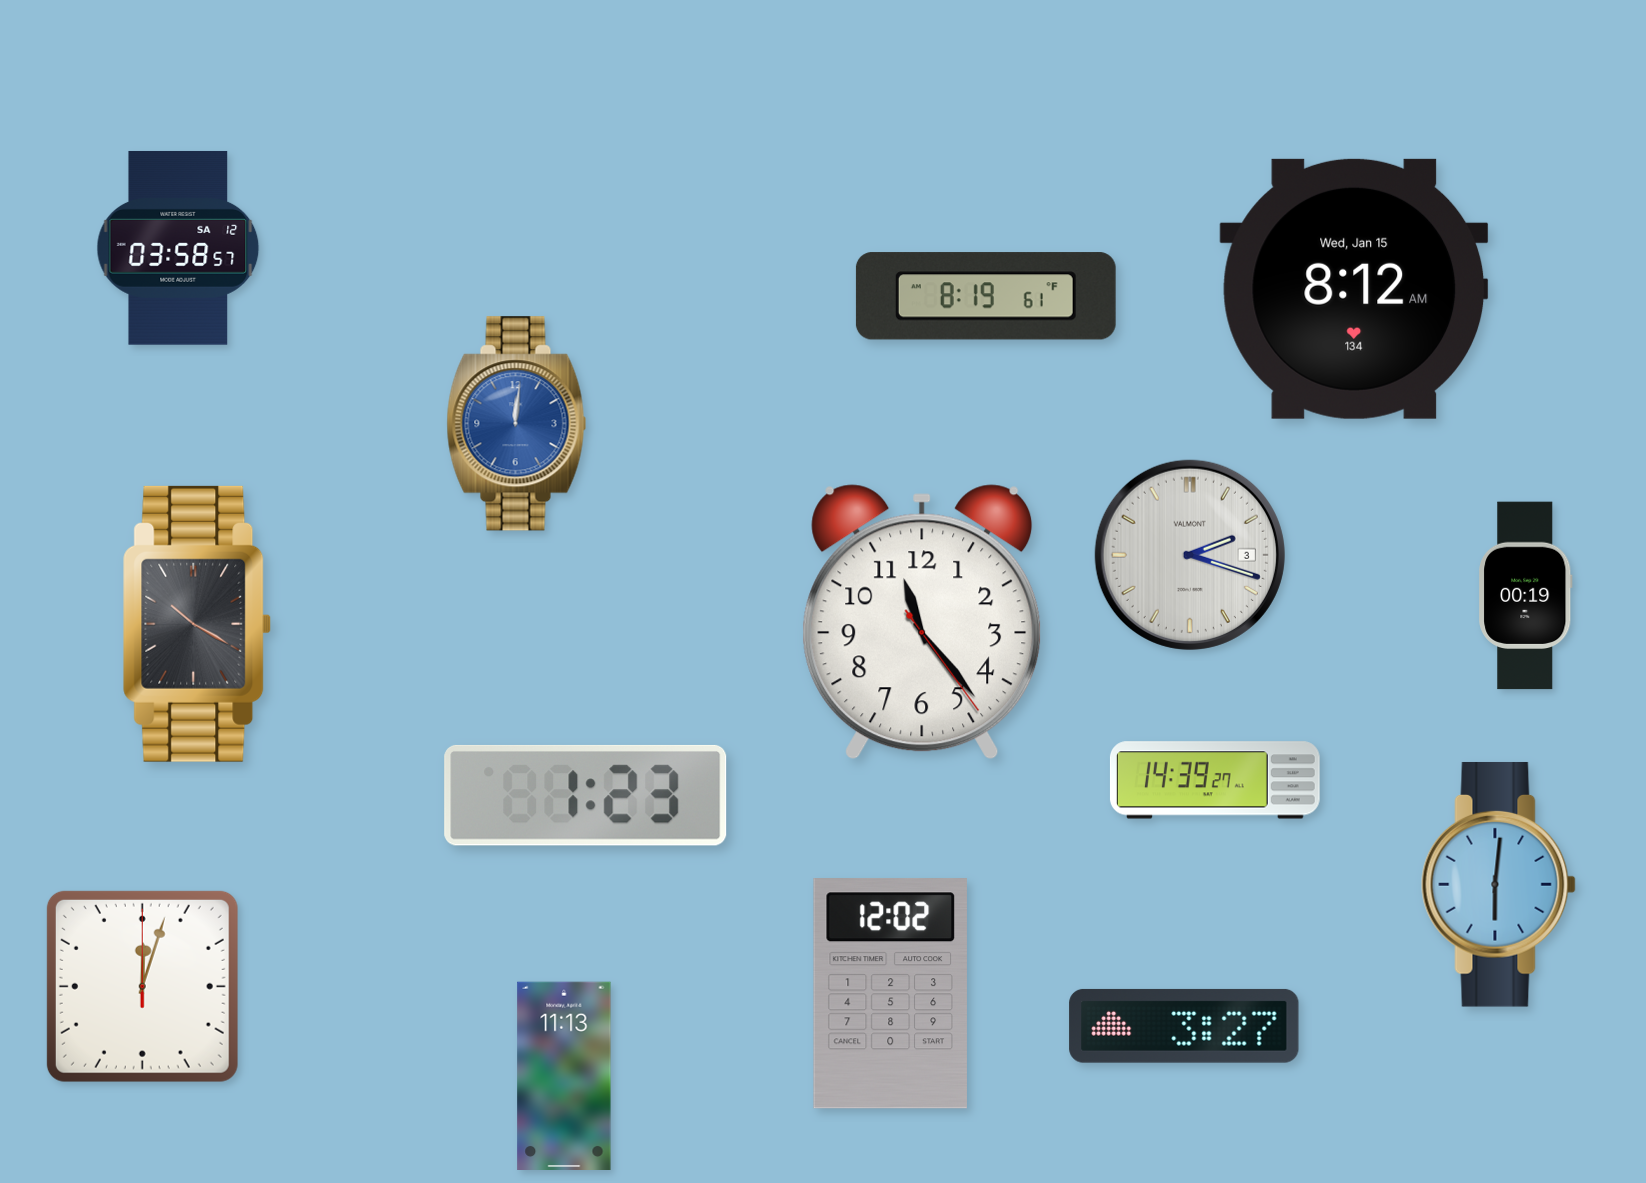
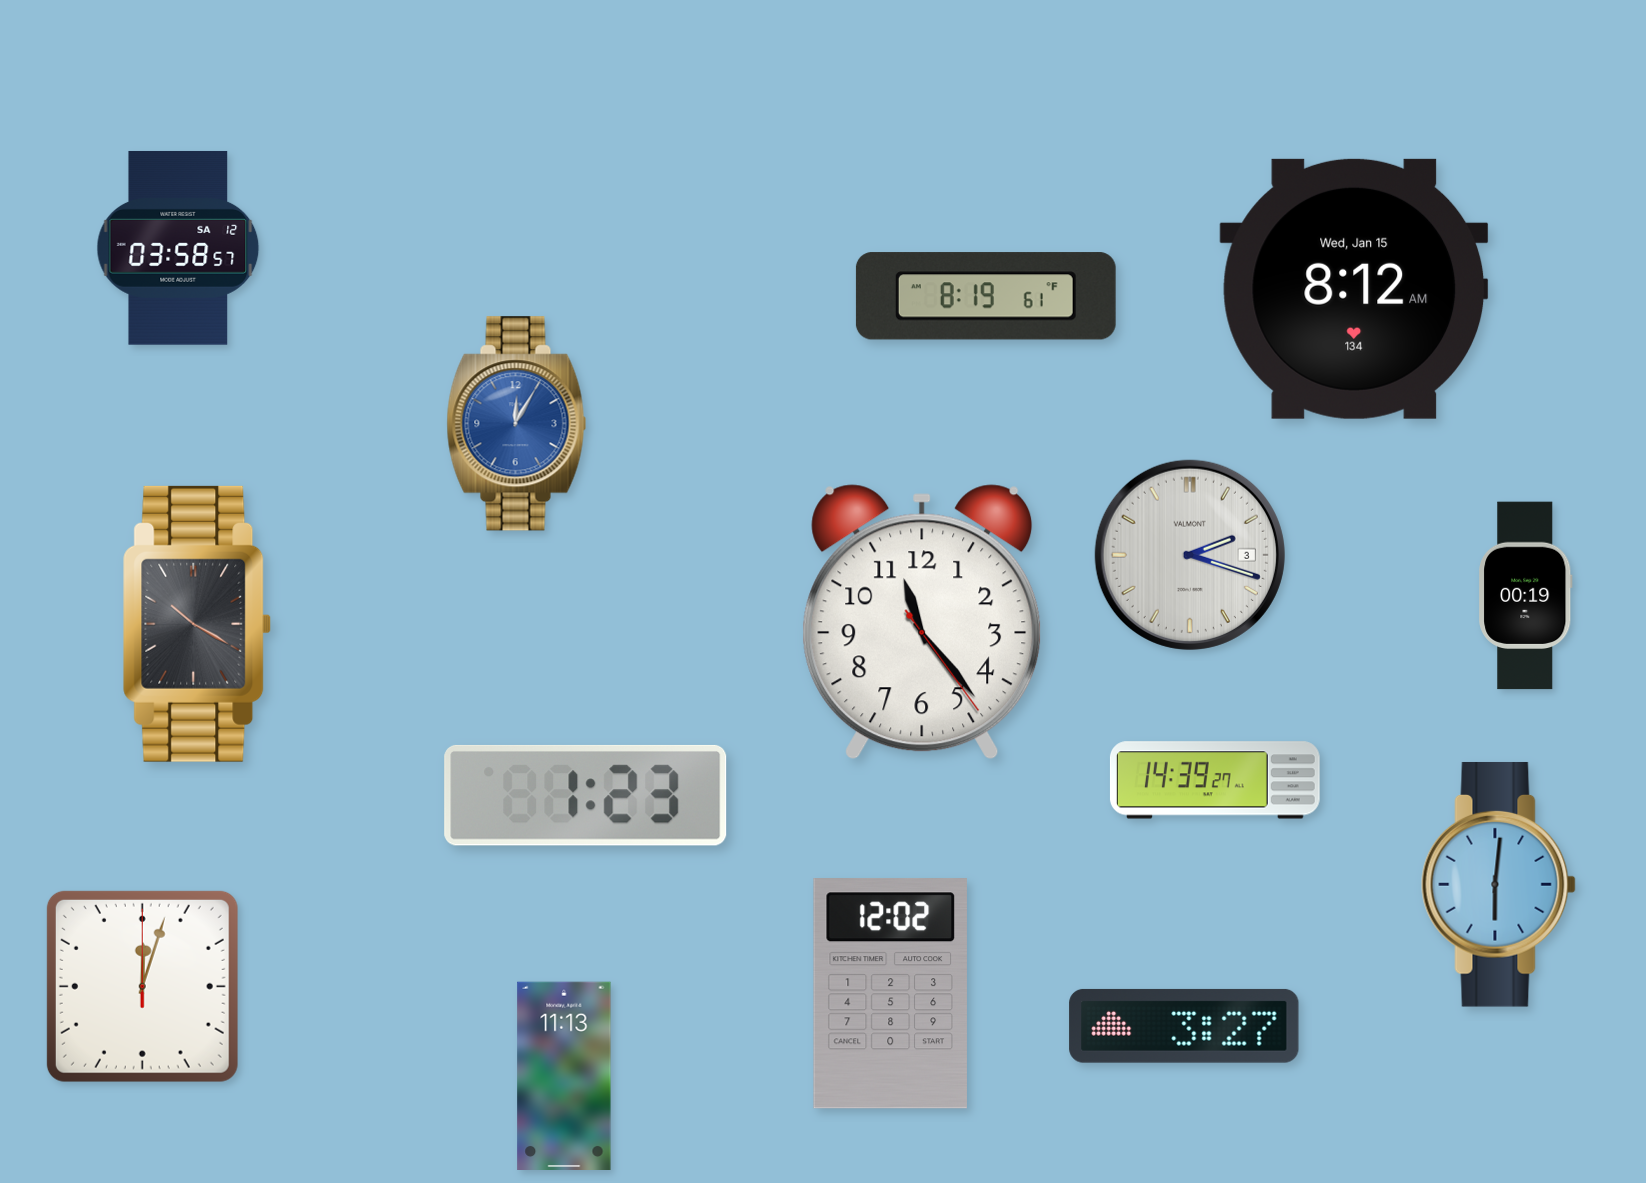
clock at (517, 424): 12:01 -> 12:05
